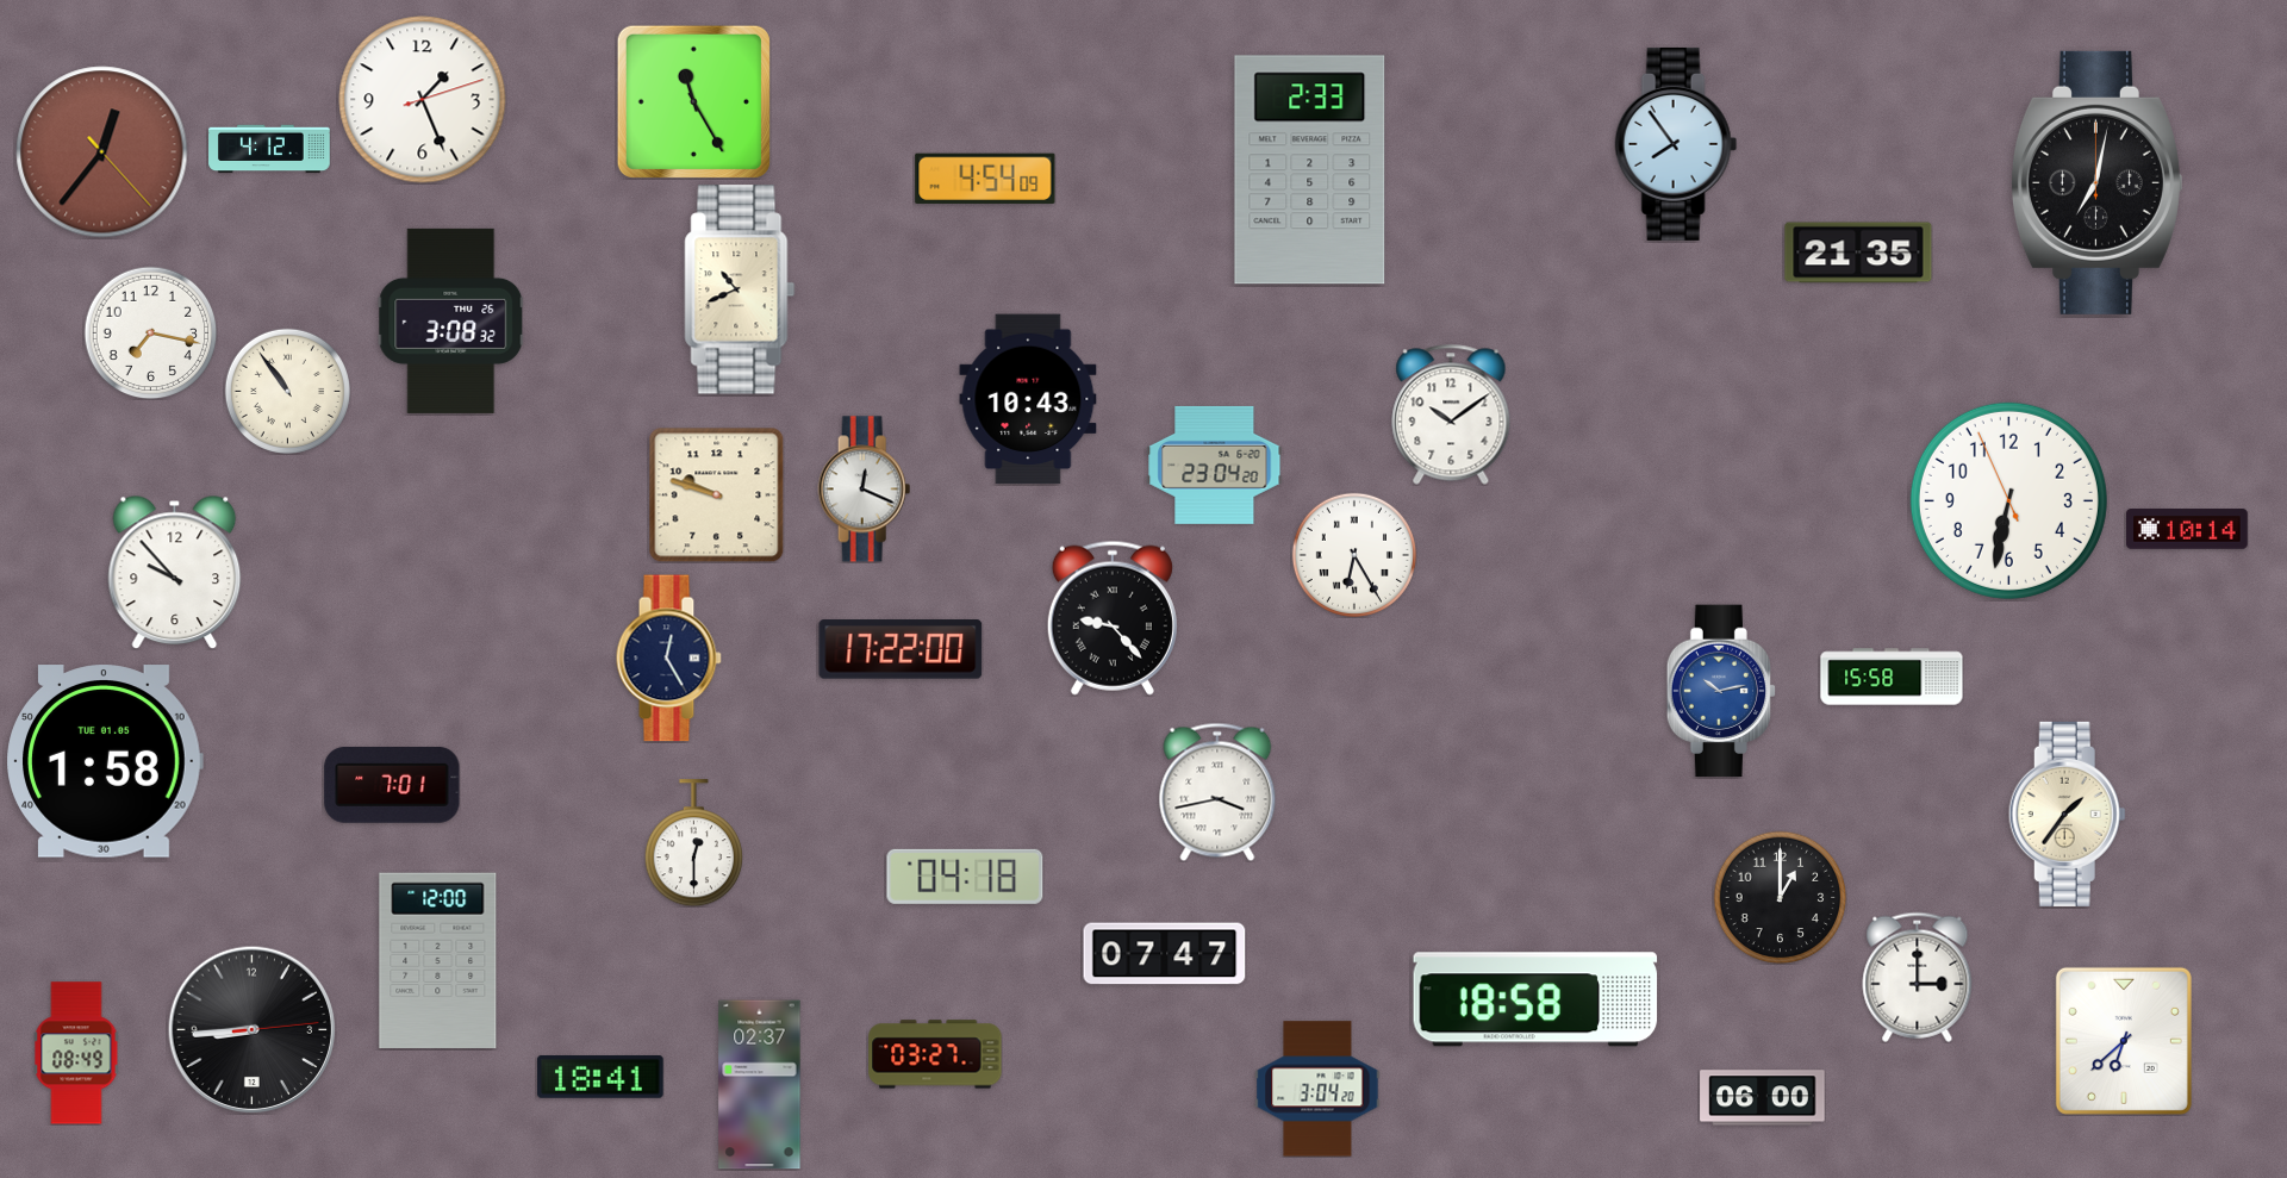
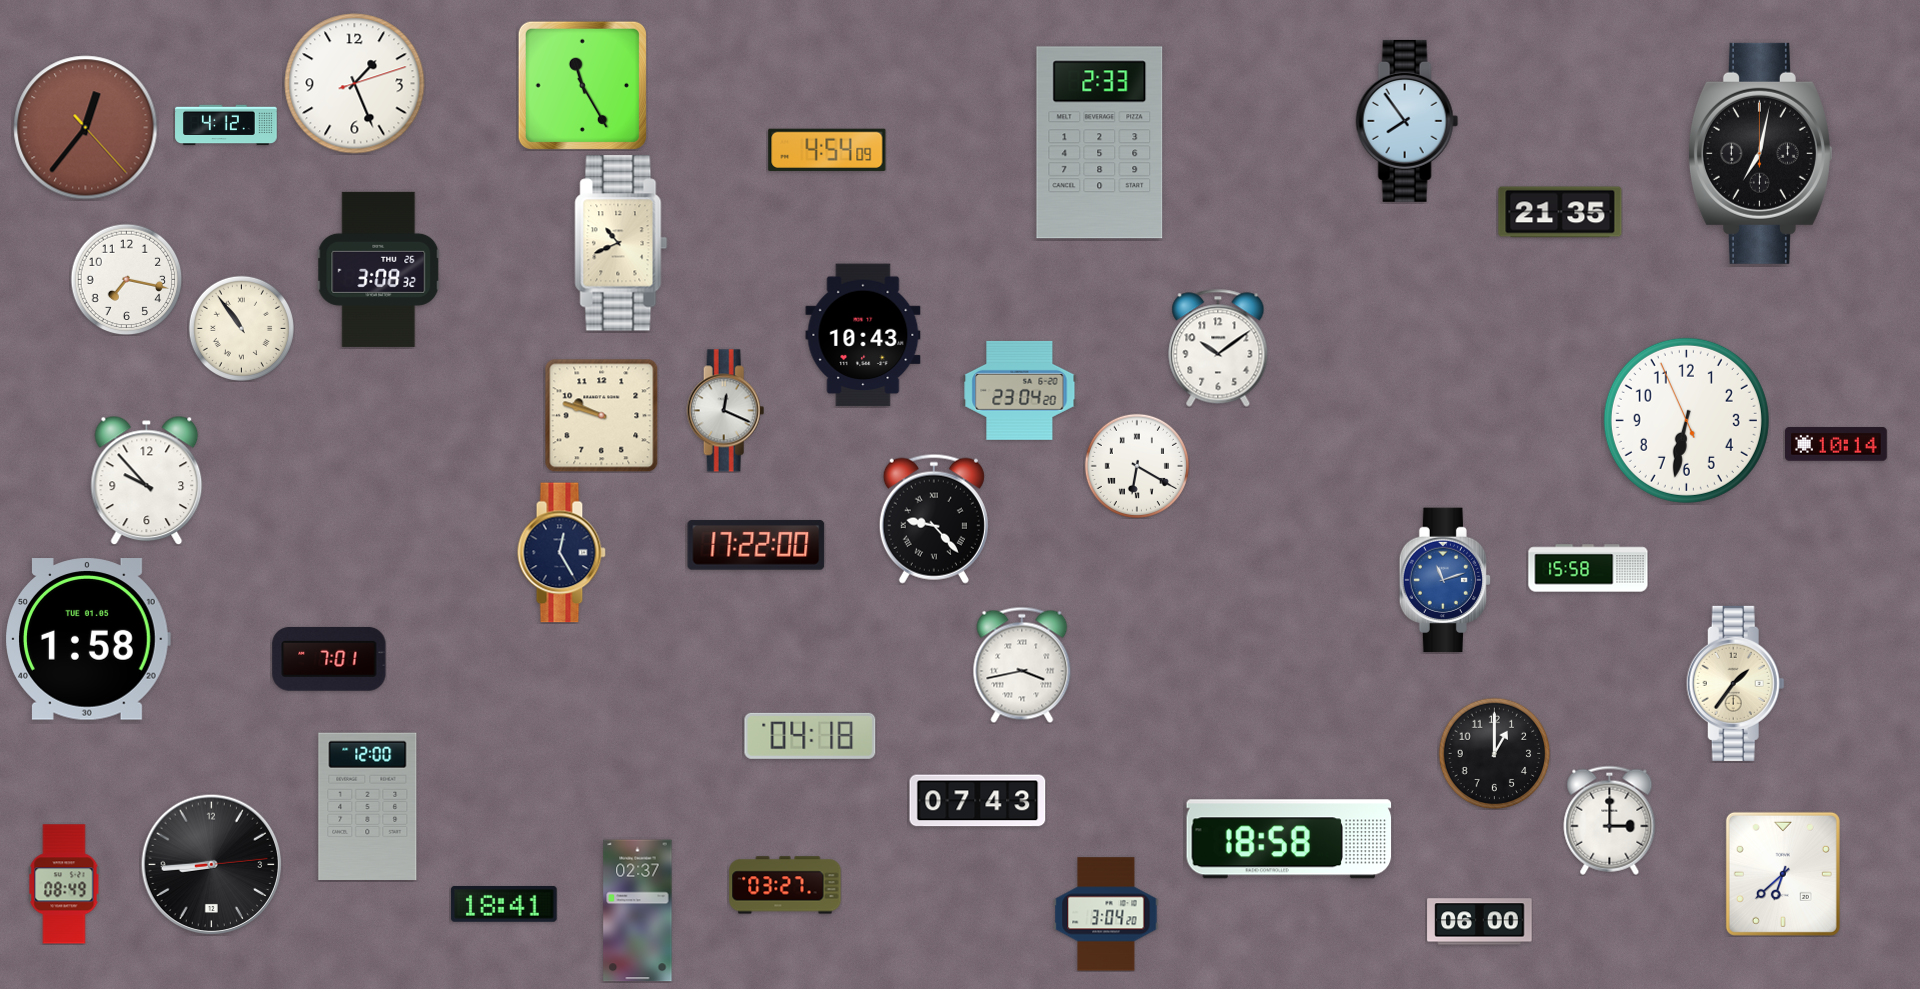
clock at (1354, 555): 6:25 -> 6:20
clock at (1721, 691): 10:13 -> 11:12
clock at (693, 843): 12:30 -> none
clock at (1165, 954): 07:47 -> 07:43
